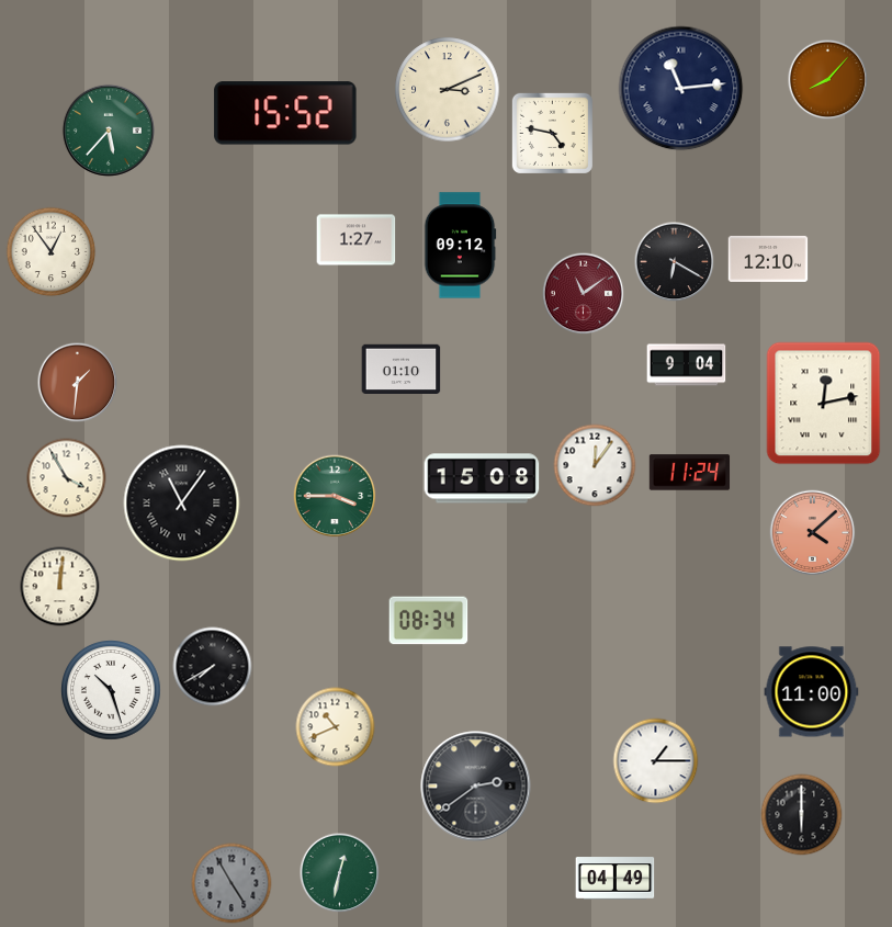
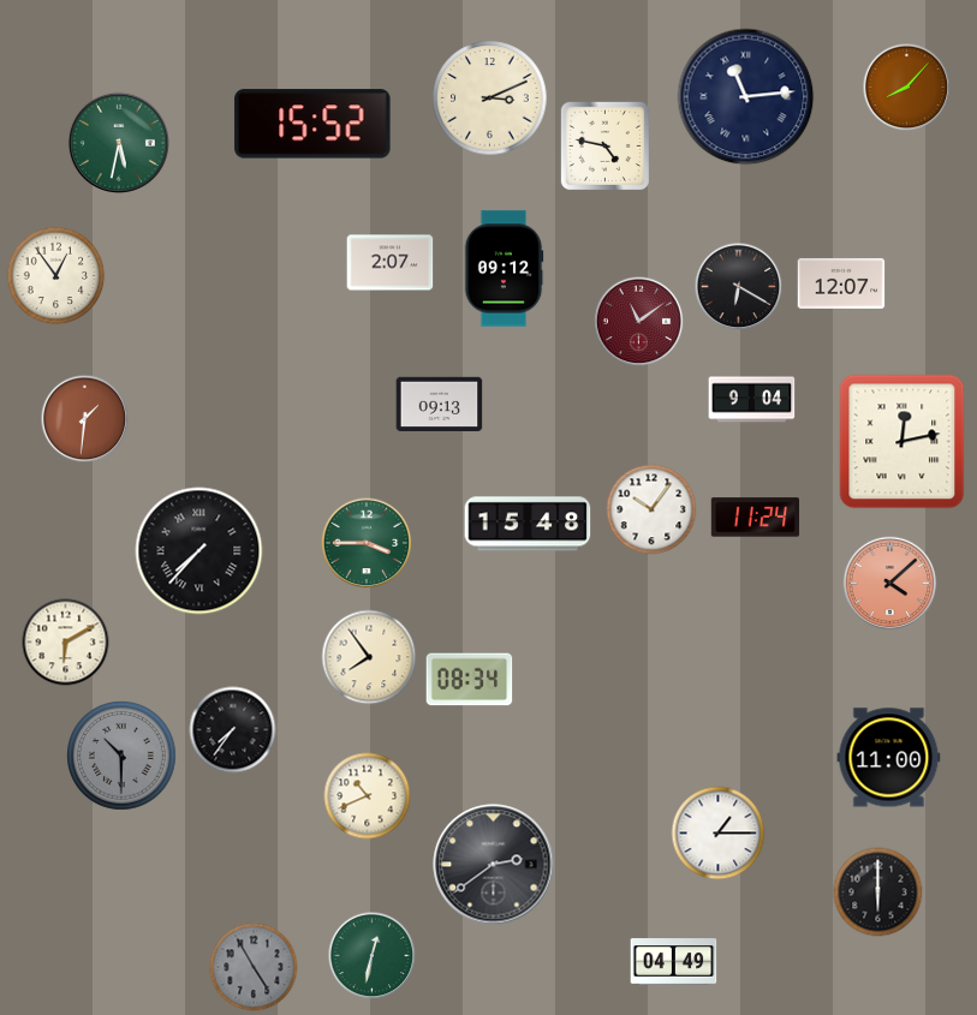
clock at (109, 131): 5:37 -> 5:32
clock at (357, 240): 1:27 -> 2:07
clock at (768, 259): 12:10 -> 12:07
clock at (402, 370): 01:10 -> 09:13
clock at (595, 465): 12:06 -> 10:06
clock at (67, 478): 3:55 -> none
clock at (482, 478): 15:08 -> 15:48
clock at (182, 504): 11:06 -> 7:37
clock at (60, 587): 12:01 -> 6:10
clock at (369, 657): none -> 7:54
clock at (213, 667): 7:40 -> 7:36
clock at (112, 691): 10:27 -> 10:30
clock at (112, 691) dial: white -> grey
clock at (476, 787) position: (476, 787) -> (494, 865)
